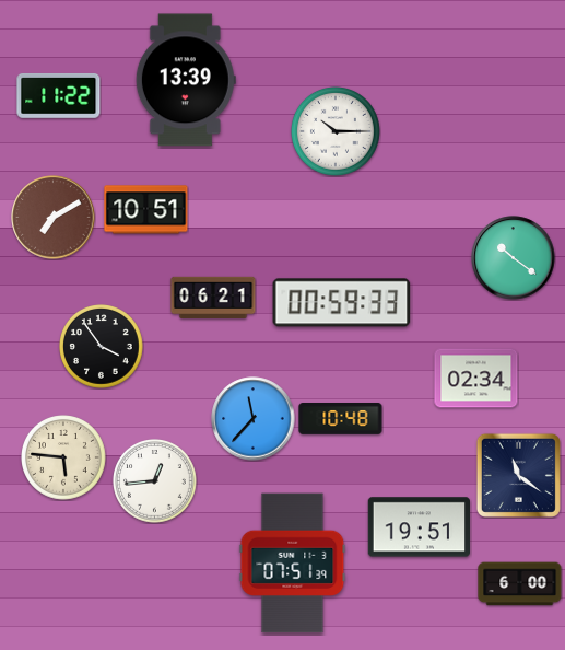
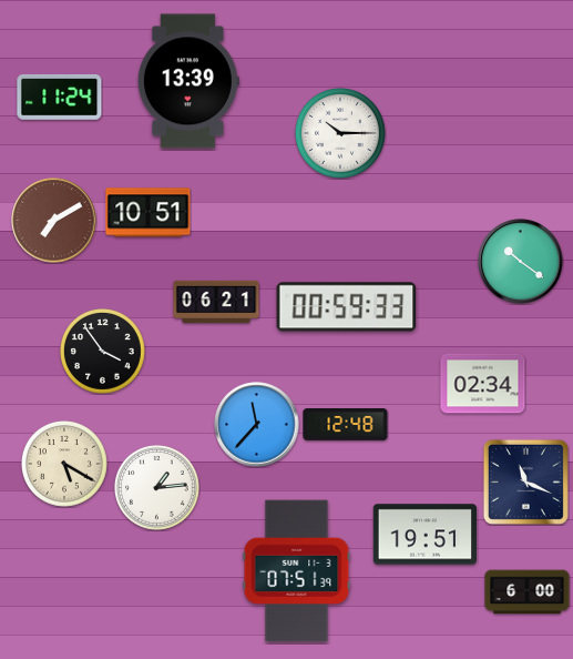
clock at (59, 96): 11:22 -> 11:24
clock at (341, 419): 10:48 -> 12:48
clock at (64, 459): 5:46 -> 5:20
clock at (518, 475): 11:21 -> 11:19
clock at (155, 481): 12:44 -> 1:14
